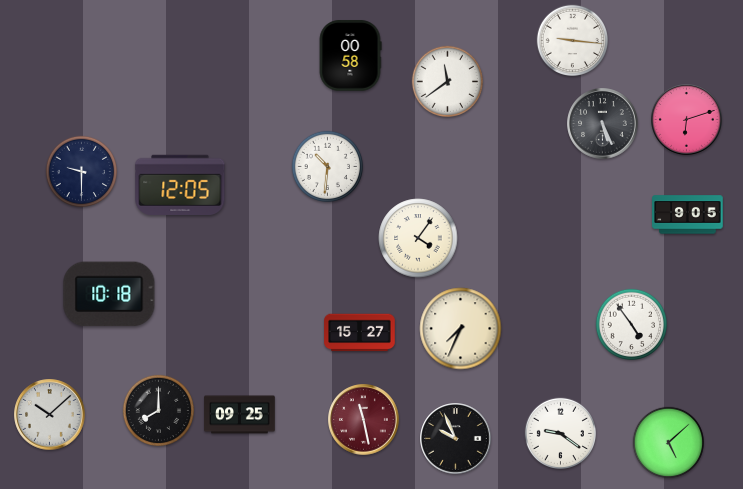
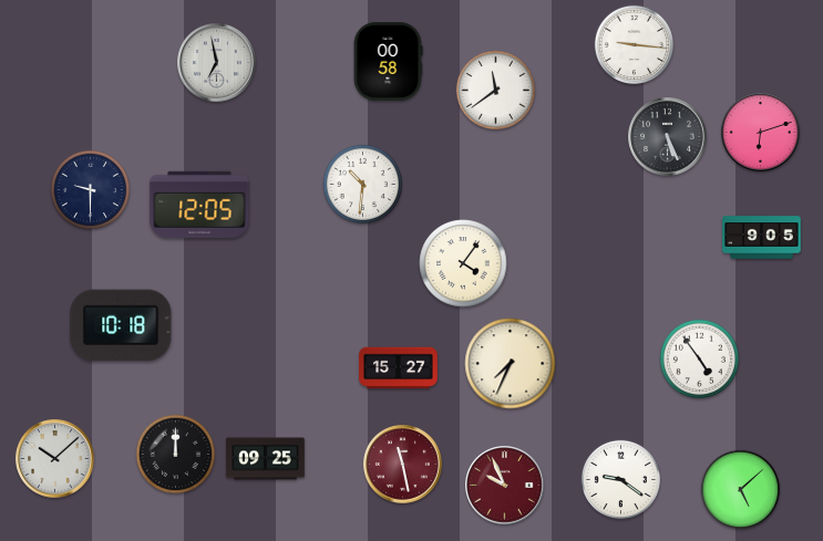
clock at (217, 63): none -> 6:58
clock at (158, 410): 8:00 -> 12:00
clock at (456, 439) dial: black -> burgundy
